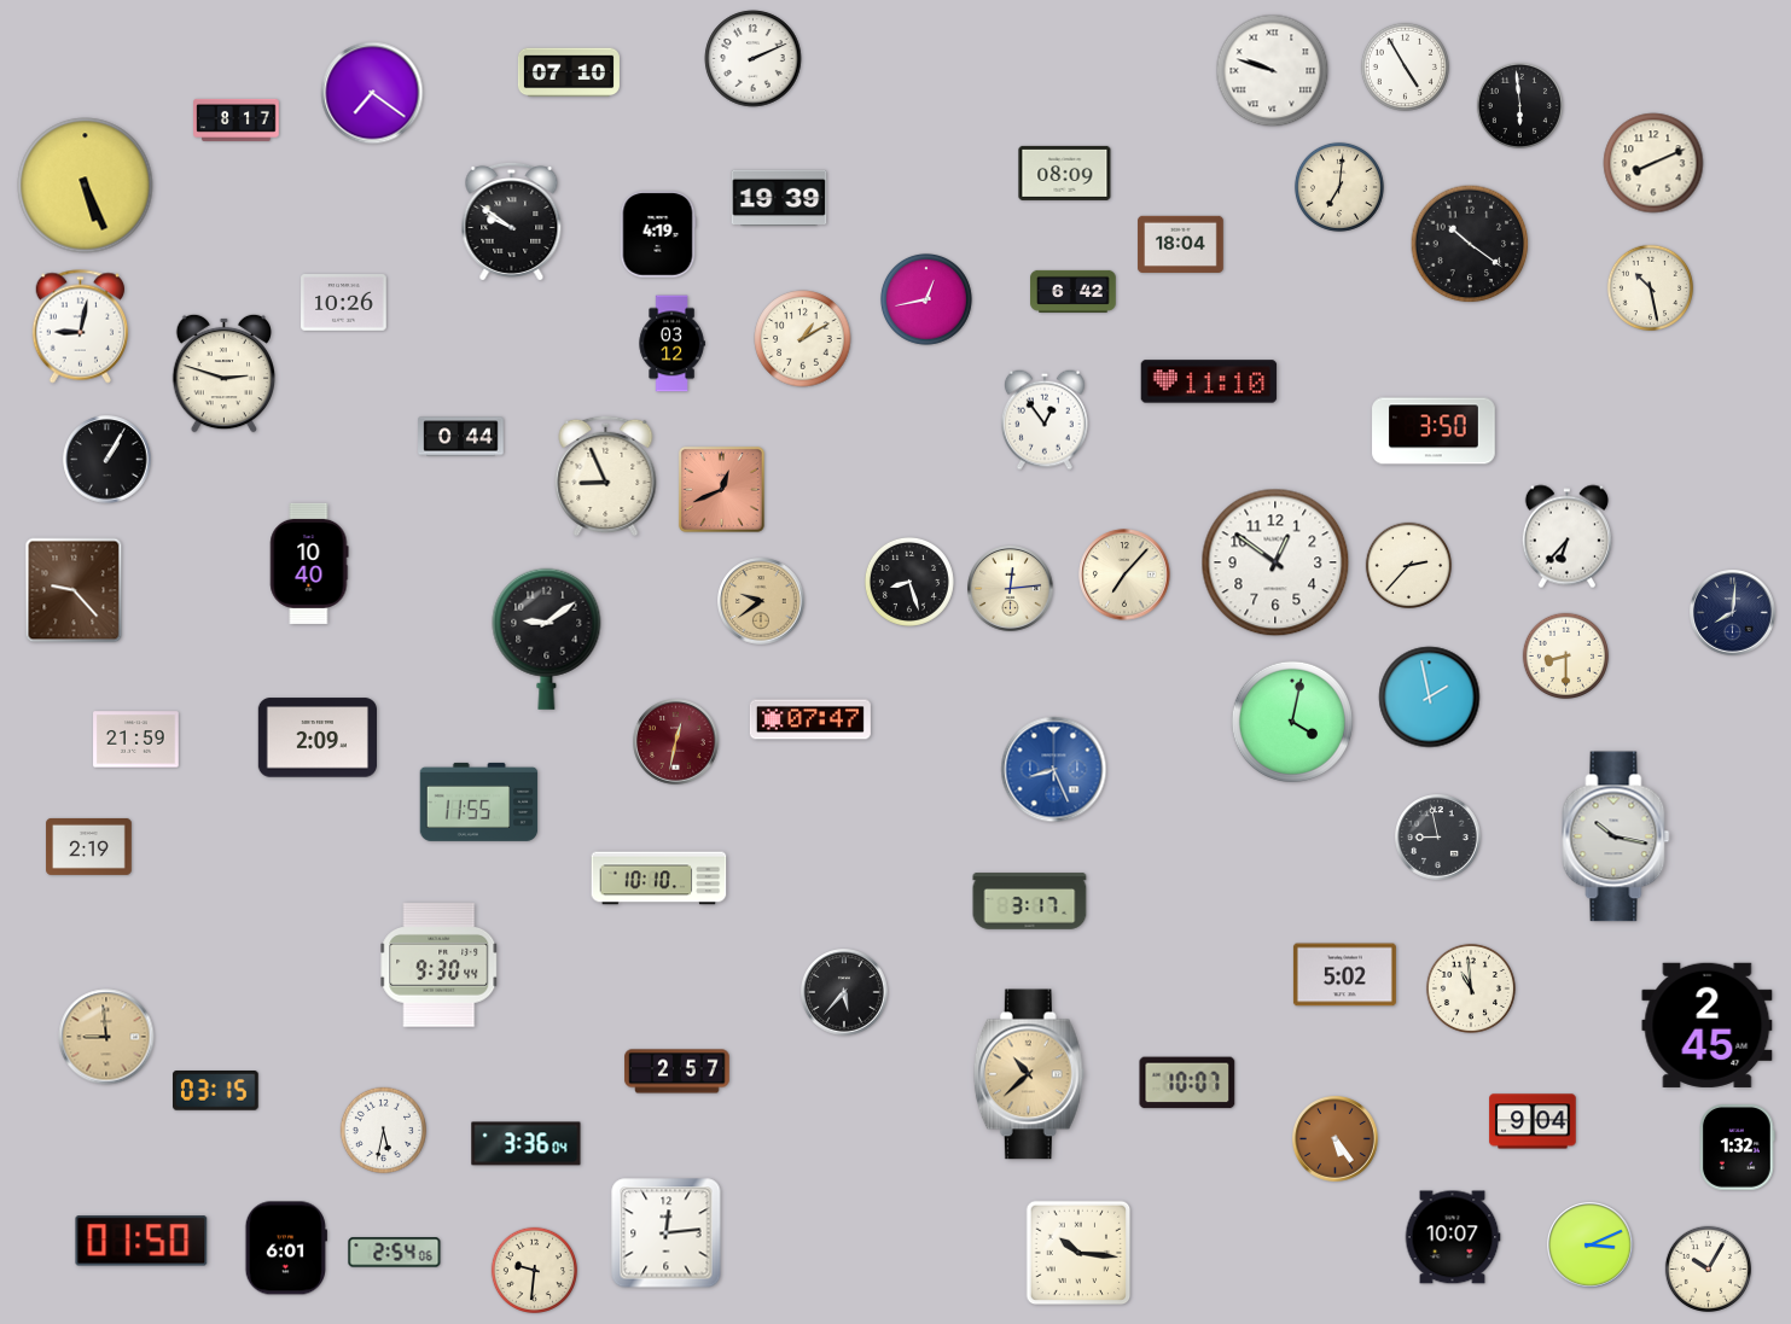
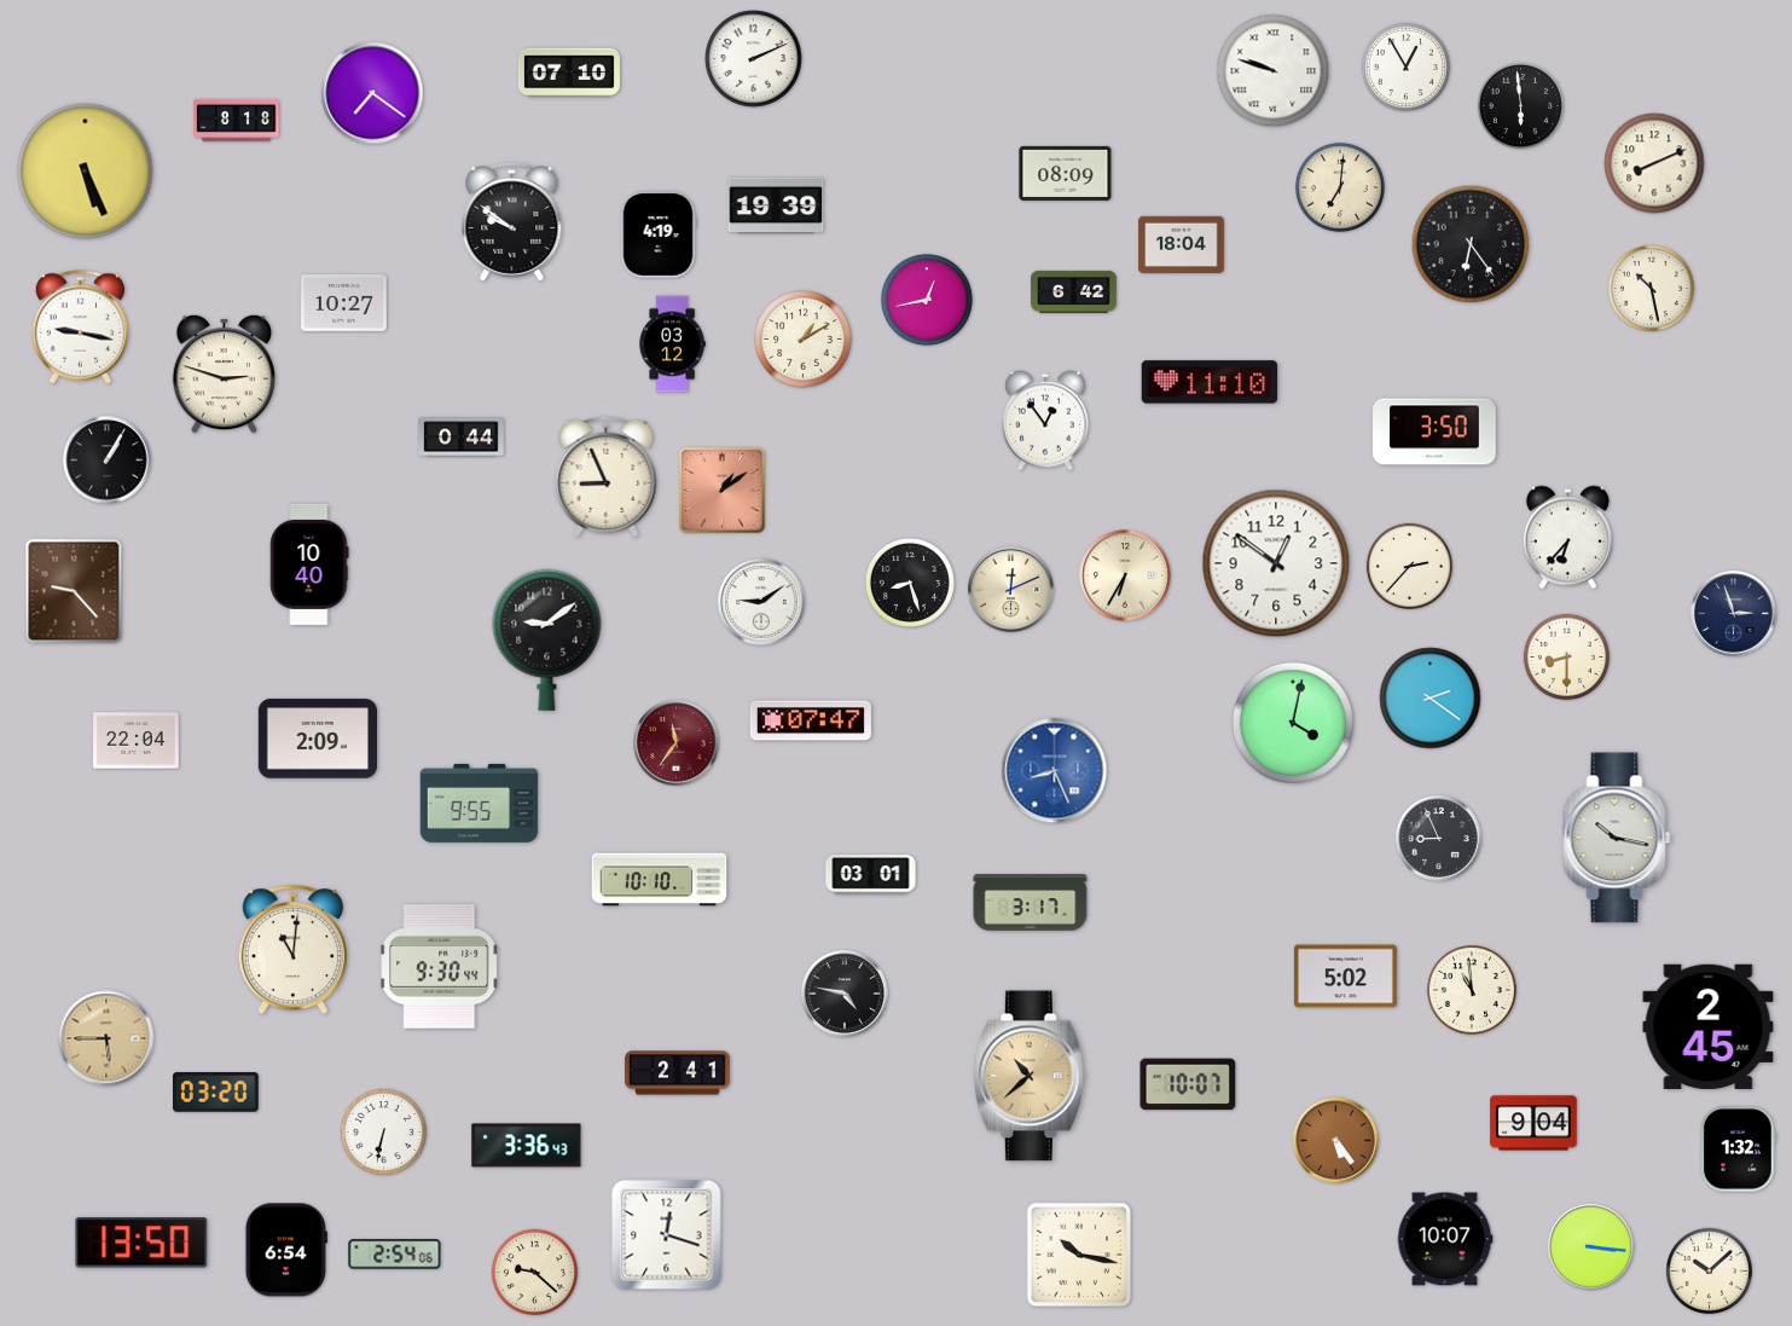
clock at (1405, 66): 4:55 -> 12:55
clock at (237, 119): 8:17 -> 8:18
clock at (86, 186) position: (86, 186) -> (86, 172)
clock at (779, 198) position: (779, 198) -> (776, 205)
clock at (1470, 244): 10:21 -> 6:24
clock at (344, 303): 10:26 -> 10:27
clock at (81, 327): 9:02 -> 9:17
clock at (721, 489): 12:41 -> 1:09
clock at (1124, 574): 7:07 -> 6:35
clock at (1011, 589): 12:14 -> 12:11
clock at (761, 601): 9:39 -> 9:09
clock at (761, 601) dial: champagne -> white
clock at (1733, 613): 8:01 -> 2:57
clock at (1430, 698): 1:58 -> 2:21
clock at (136, 740): 21:59 -> 22:04
clock at (676, 742): 12:32 -> 11:36
clock at (479, 801): 11:55 -> 9:55
clock at (1438, 838): 8:58 -> 8:56
clock at (89, 846): 2:19 -> none
clock at (871, 875): none -> 03:01
clock at (292, 950): none -> 11:01
clock at (844, 992): 5:37 -> 4:47
clock at (106, 1037): 8:59 -> 5:45
clock at (678, 1072): 2:57 -> 2:41
clock at (216, 1091): 03:15 -> 03:20
clock at (383, 1130): 5:32 -> 6:32
clock at (527, 1144): 3:36:04 -> 3:36:43
clock at (667, 1233): 12:14 -> 12:18
clock at (1453, 1237) position: (1453, 1237) -> (1445, 1239)
clock at (141, 1241): 01:50 -> 13:50
clock at (1591, 1246): 3:11 -> 3:16
clock at (286, 1248): 6:01 -> 6:54
clock at (1078, 1253): 10:16 -> 10:17
clock at (1708, 1268): 10:05 -> 10:08
clock at (534, 1270): 9:31 -> 9:22
